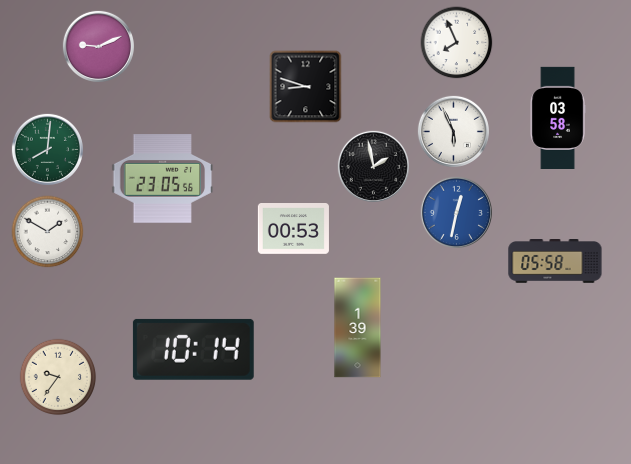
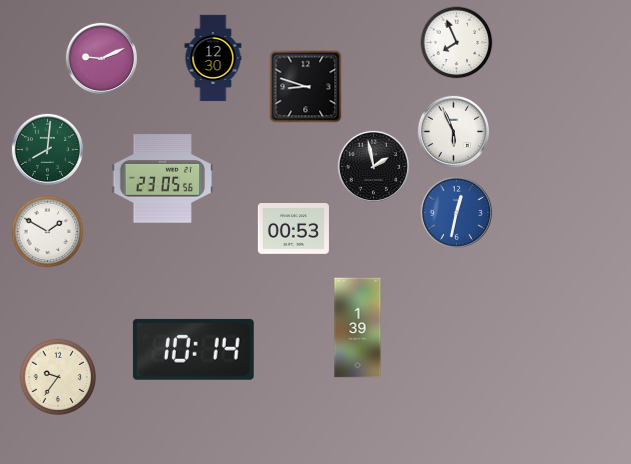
clock at (98, 46) position: (98, 46) -> (101, 58)
clock at (213, 58): none -> 12:30
clock at (558, 117): 03:58 -> none
clock at (555, 262): 05:58 -> none
